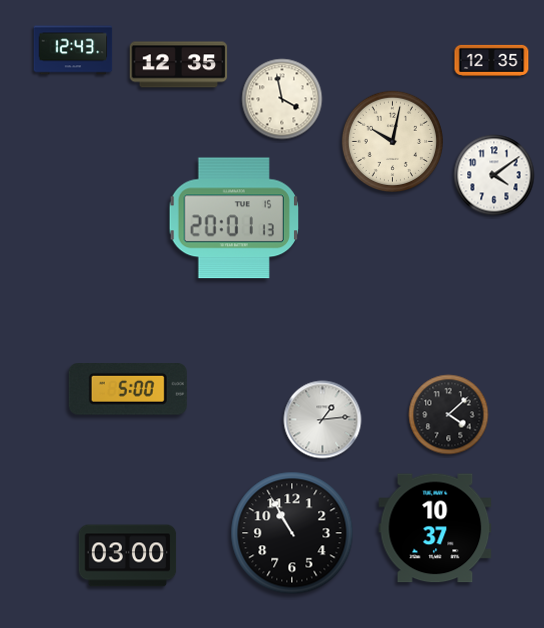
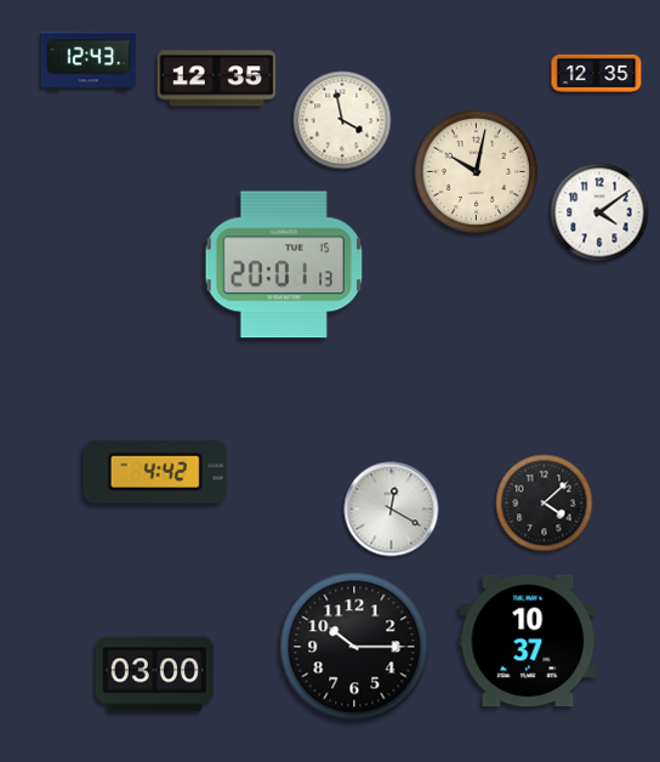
clock at (128, 390): 5:00 -> 4:42
clock at (323, 420): 1:14 -> 12:20
clock at (292, 533): 10:55 -> 10:15
